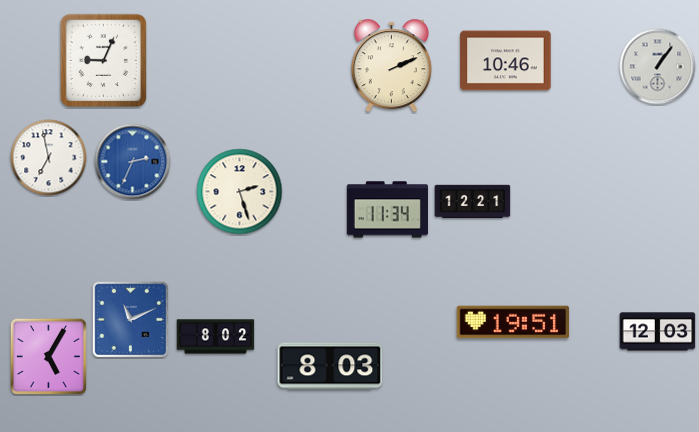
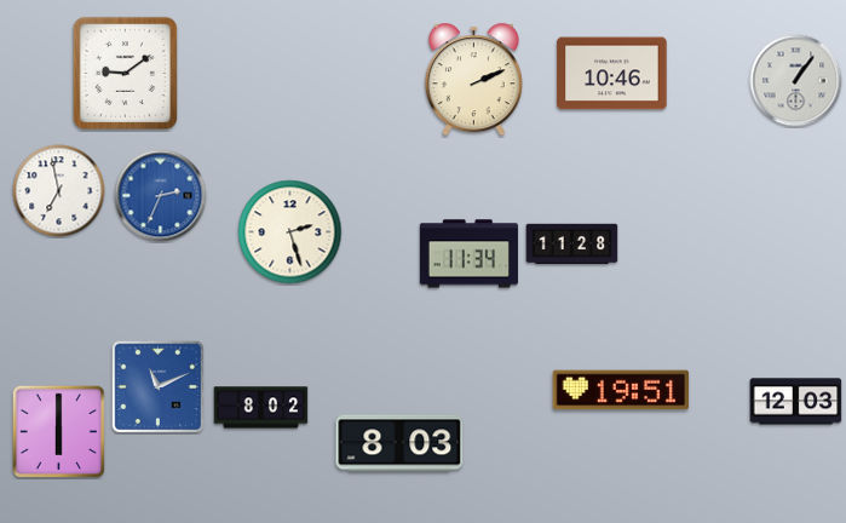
clock at (103, 60): 9:04 -> 9:09
clock at (473, 202): 12:21 -> 11:28
clock at (48, 356): 5:05 -> 6:00
